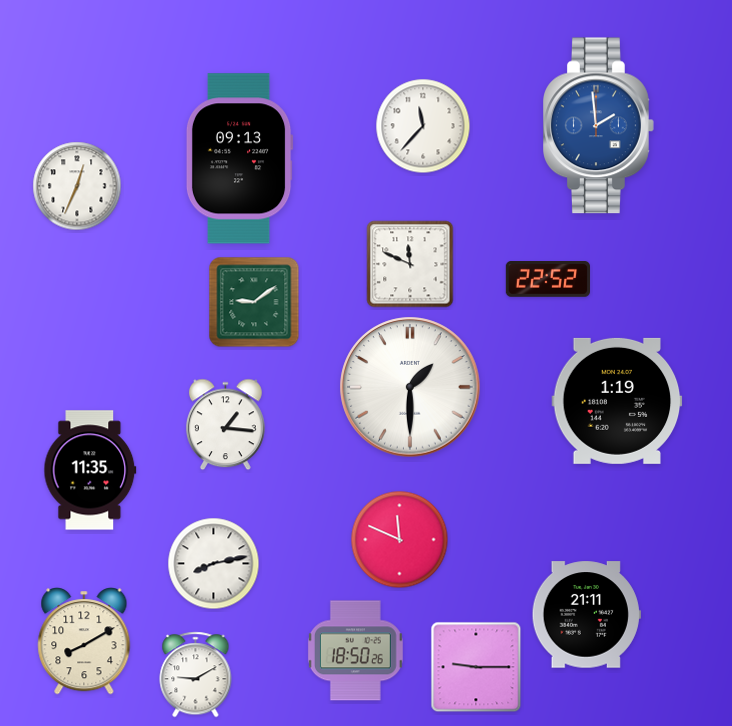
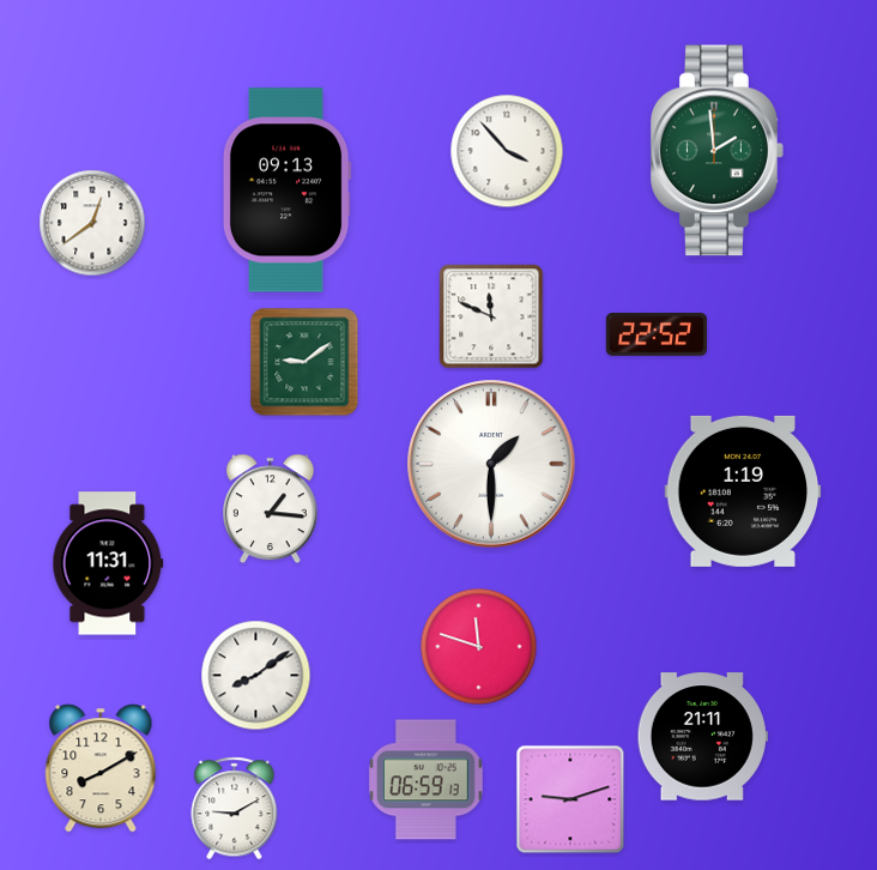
clock at (423, 126): 11:37 -> 3:53
clock at (599, 126) dial: blue -> green
clock at (77, 186): 12:34 -> 12:39
clock at (617, 401) position: (617, 401) -> (743, 491)
clock at (90, 470): 11:35 -> 11:31
clock at (400, 540): 11:49 -> 11:48
clock at (214, 564): 8:13 -> 8:09
clock at (355, 651): 18:50 -> 06:59
clock at (476, 667): 9:15 -> 9:12
